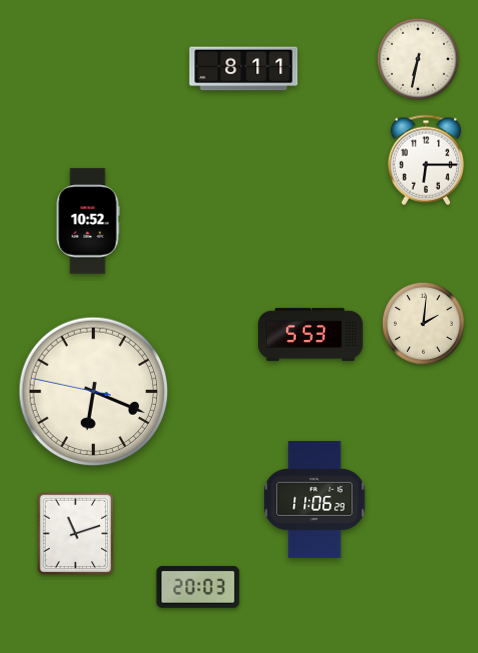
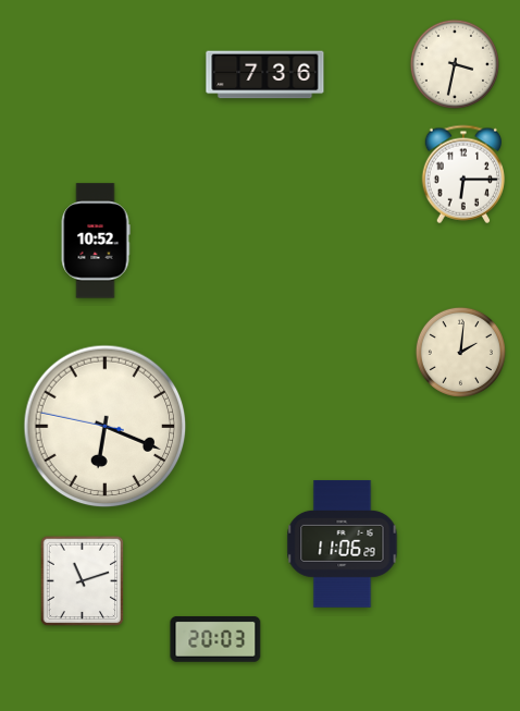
clock at (418, 59): 6:32 -> 3:32
clock at (244, 69): 8:11 -> 7:36
clock at (311, 334): 5:53 -> none
clock at (94, 392) position: (94, 392) -> (106, 427)
